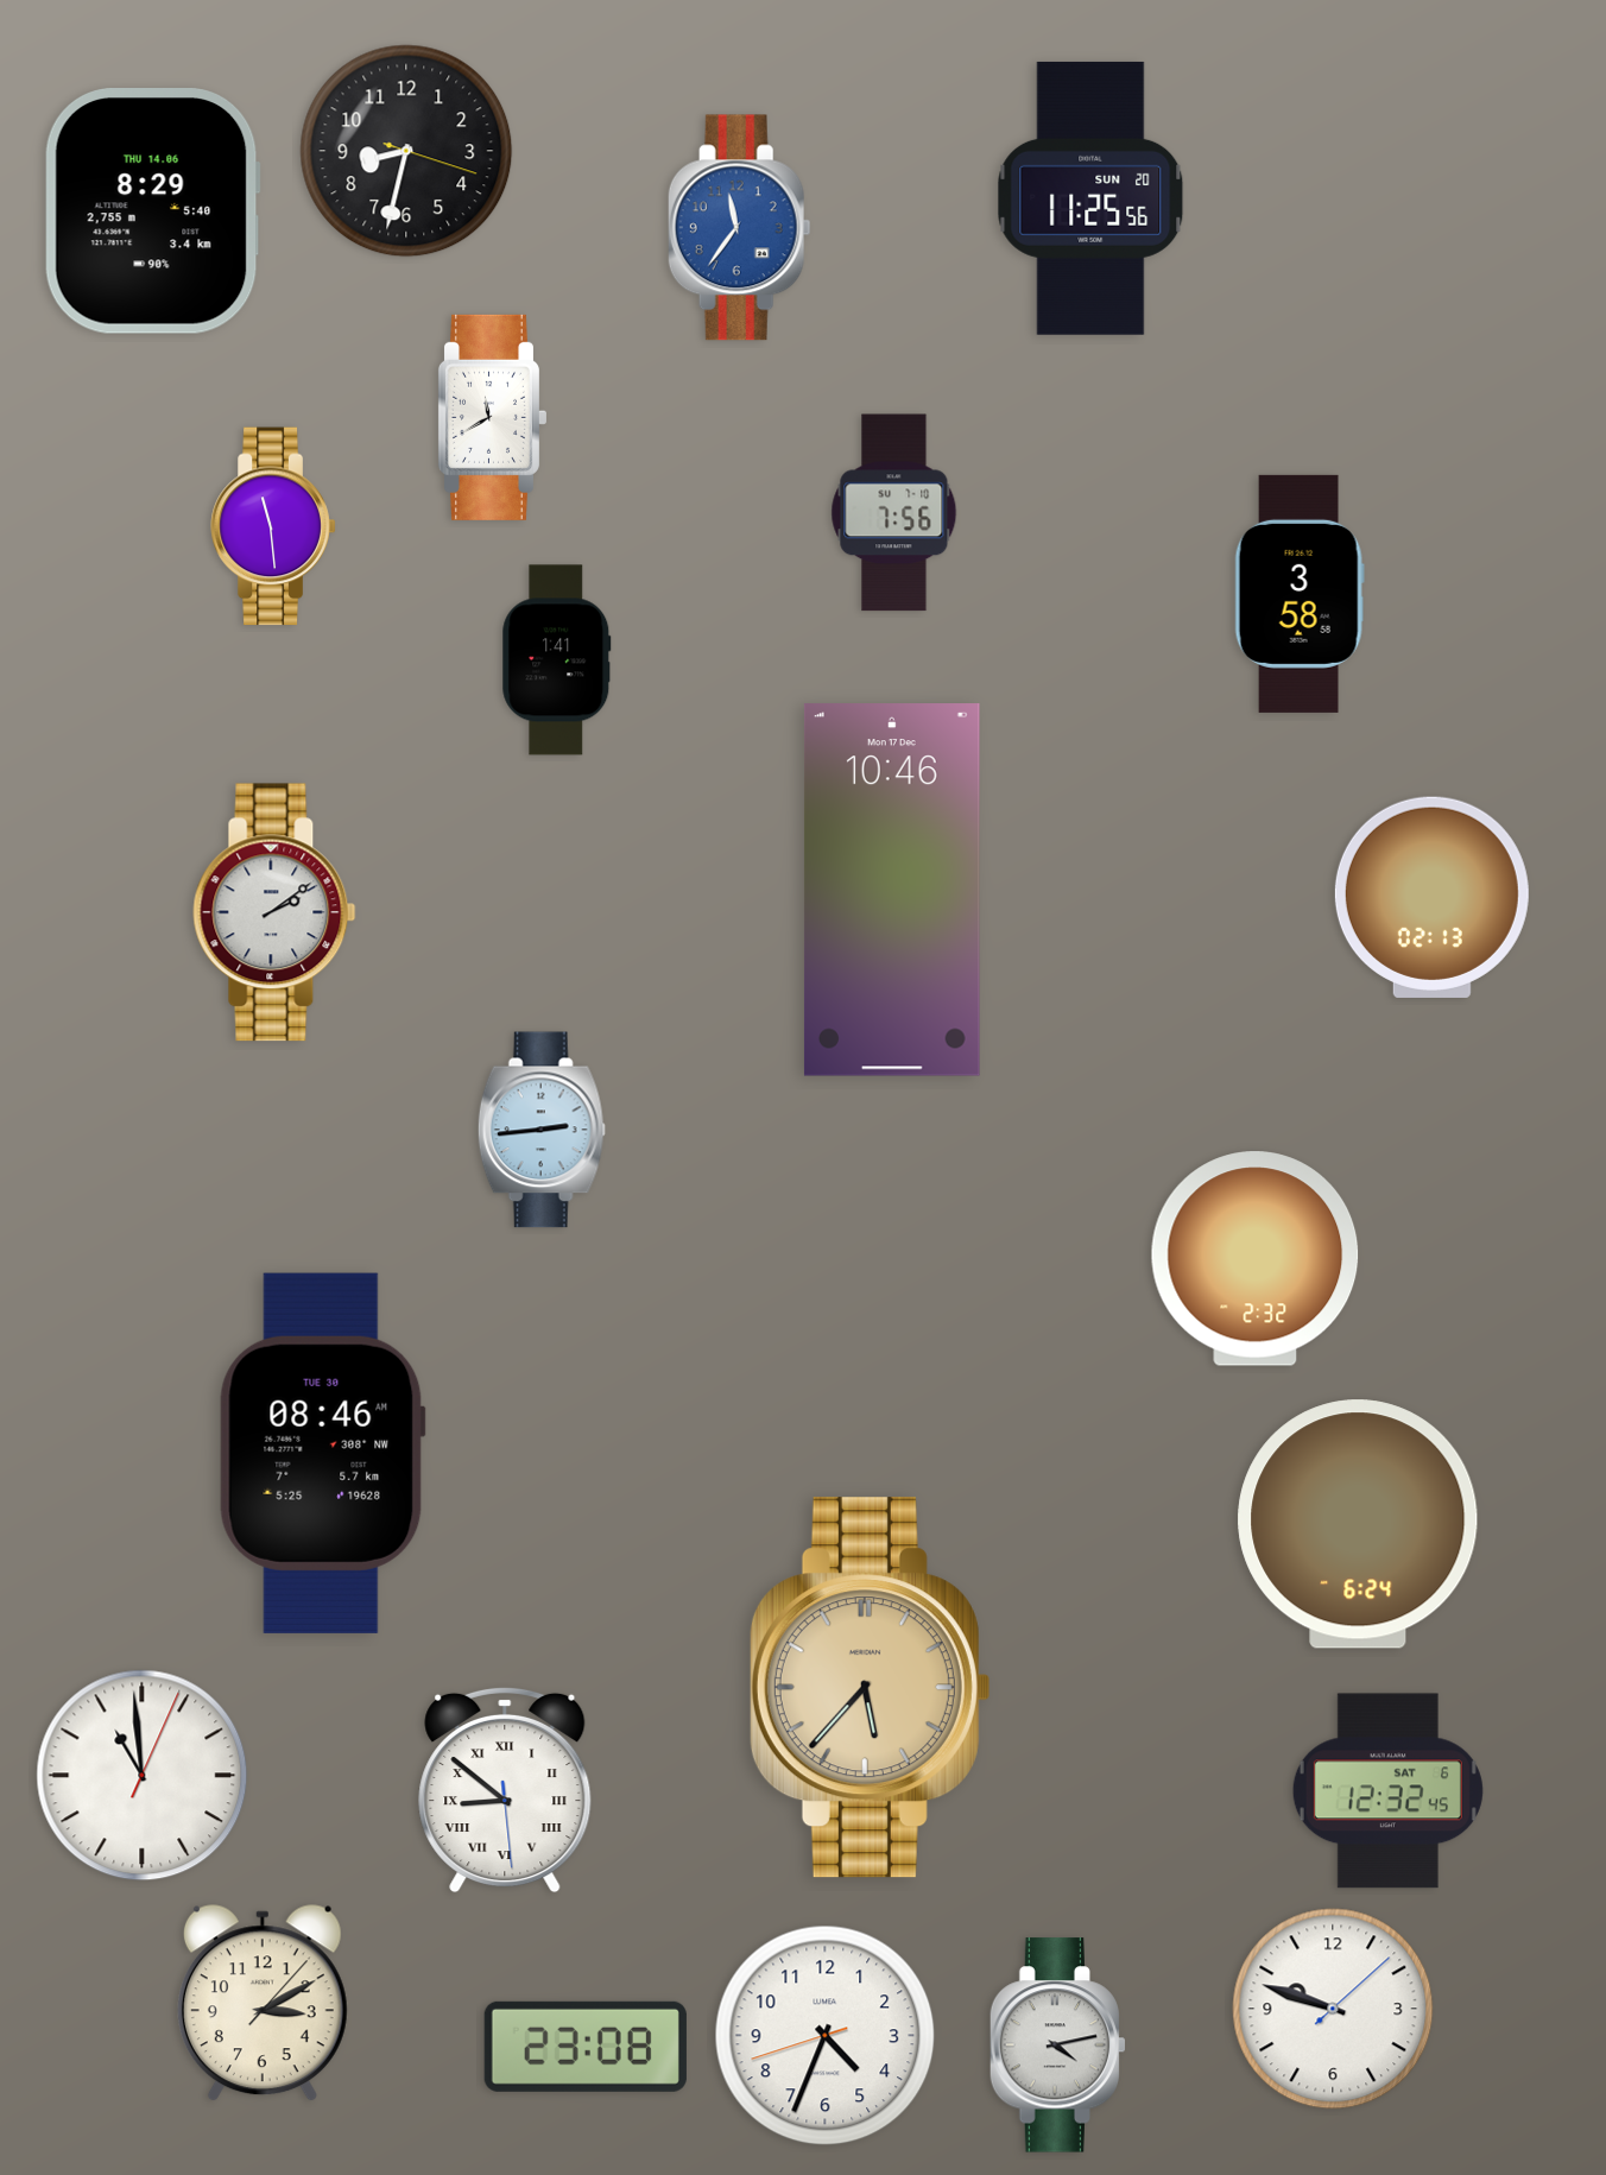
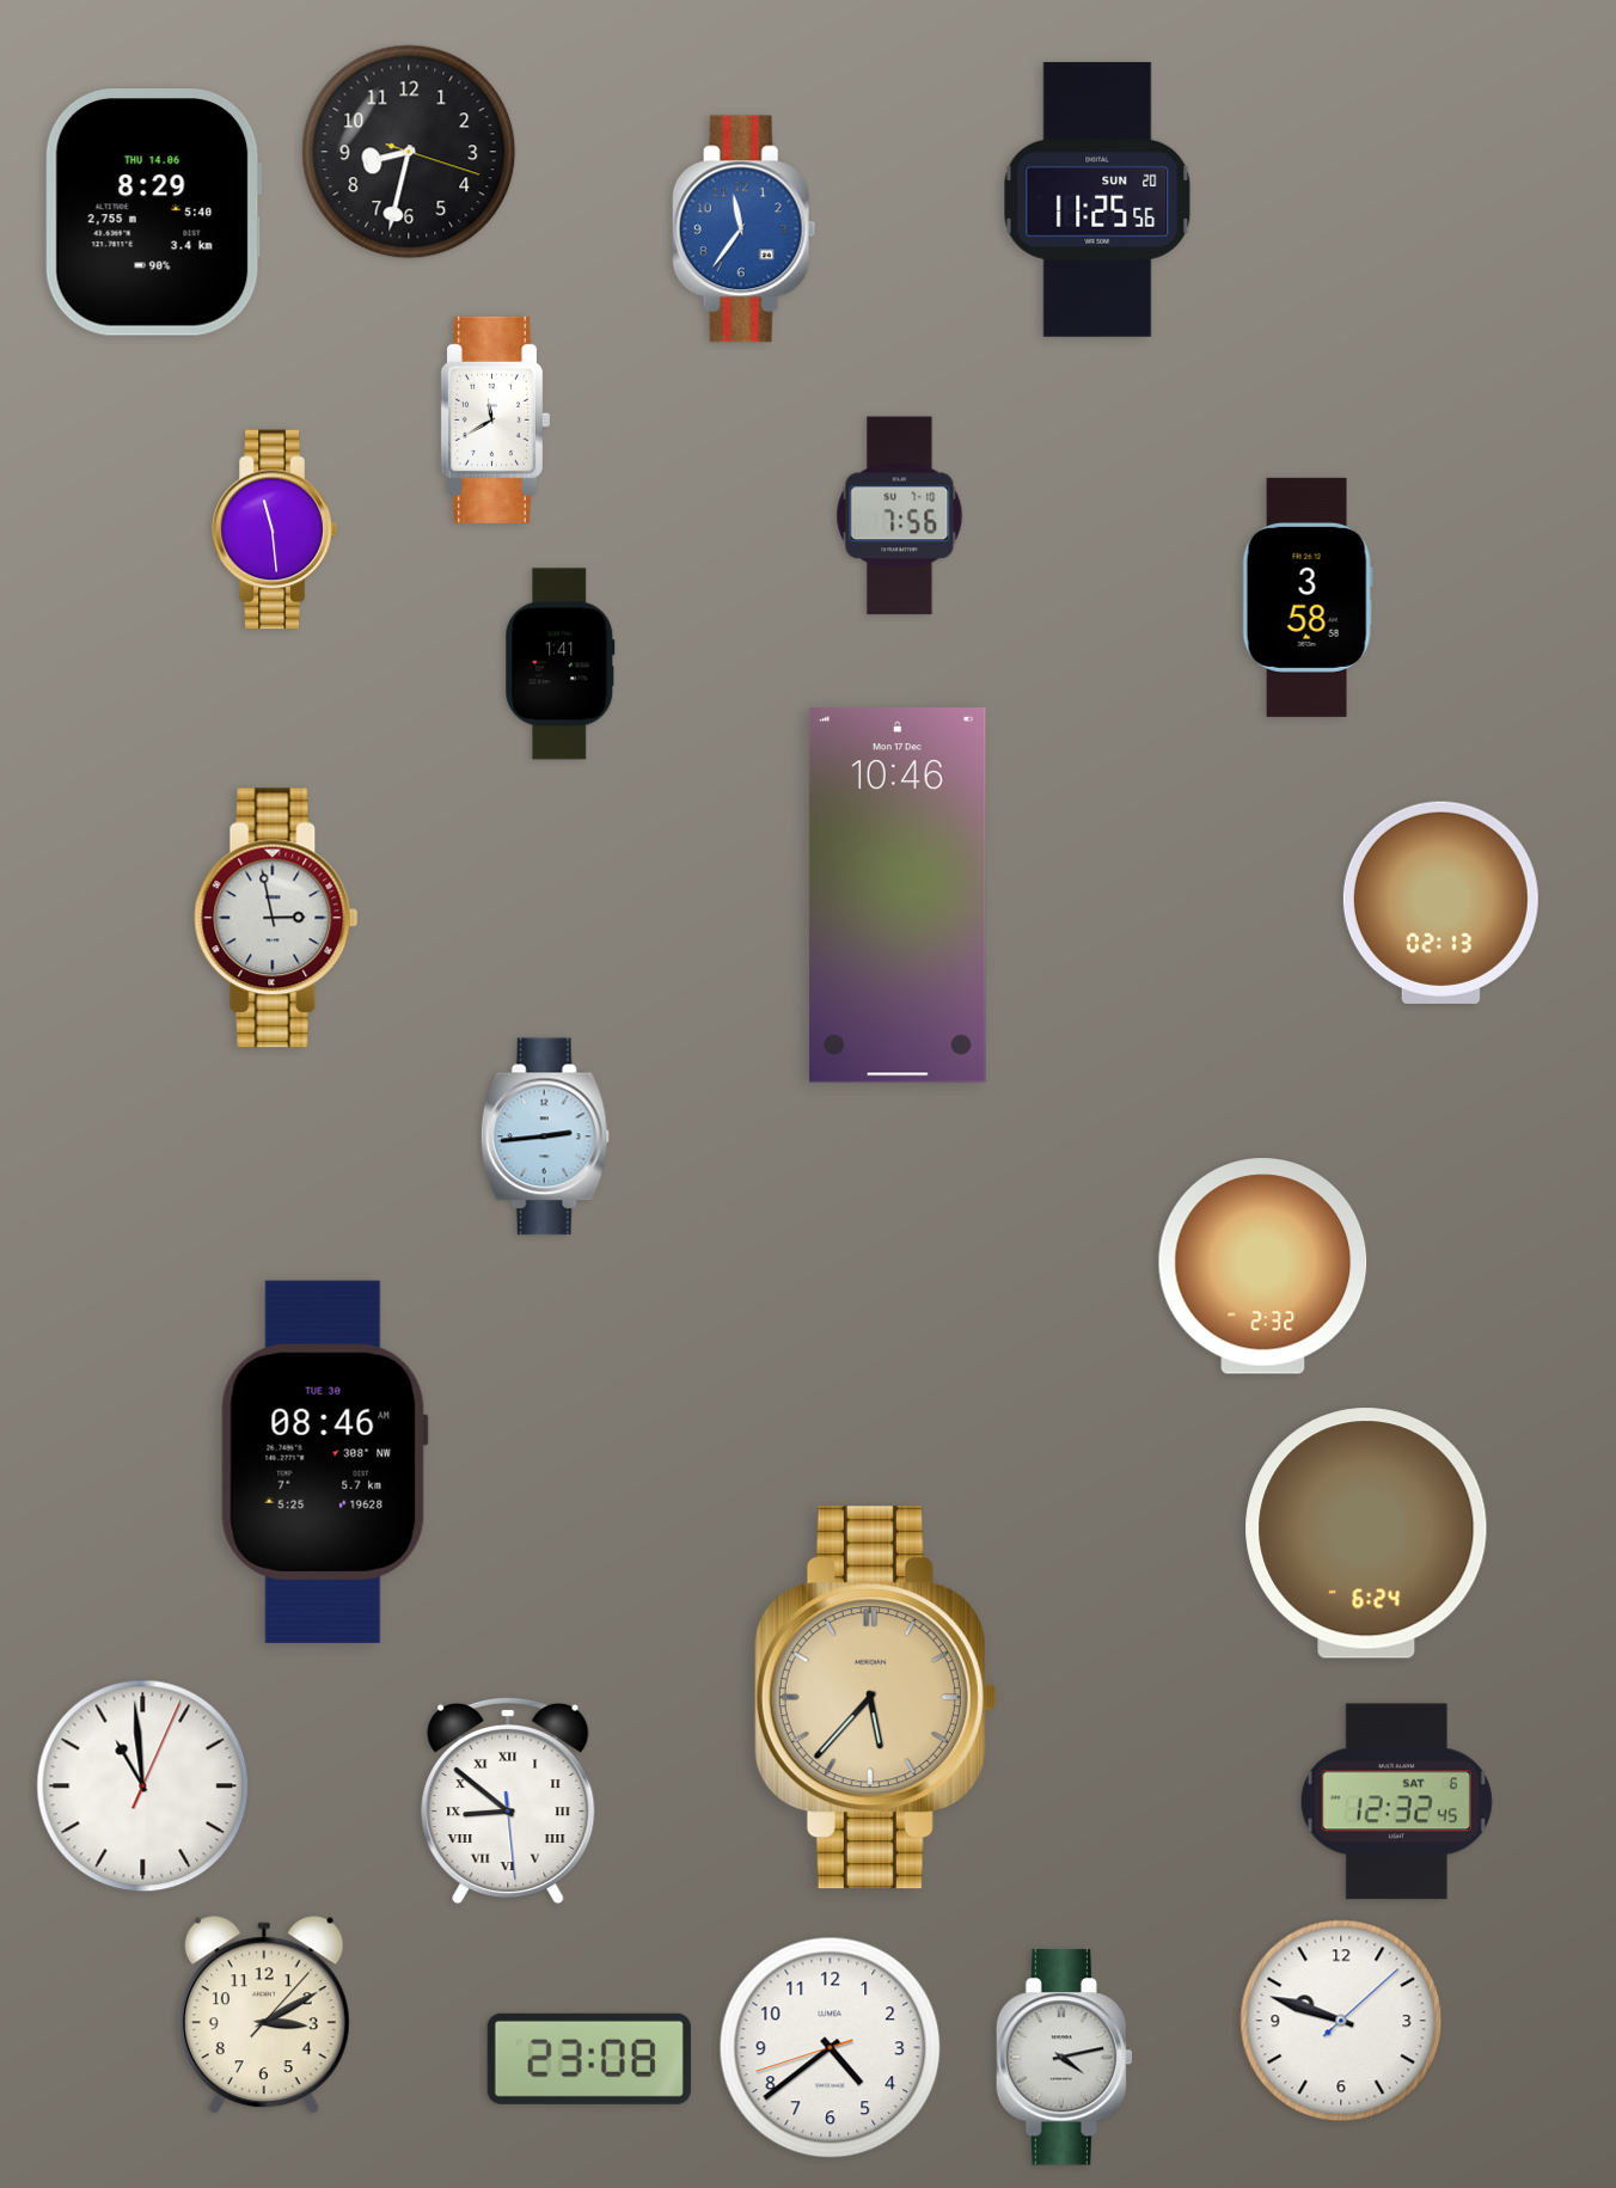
clock at (274, 912): 2:09 -> 2:58
clock at (826, 2036): 4:33 -> 4:38
